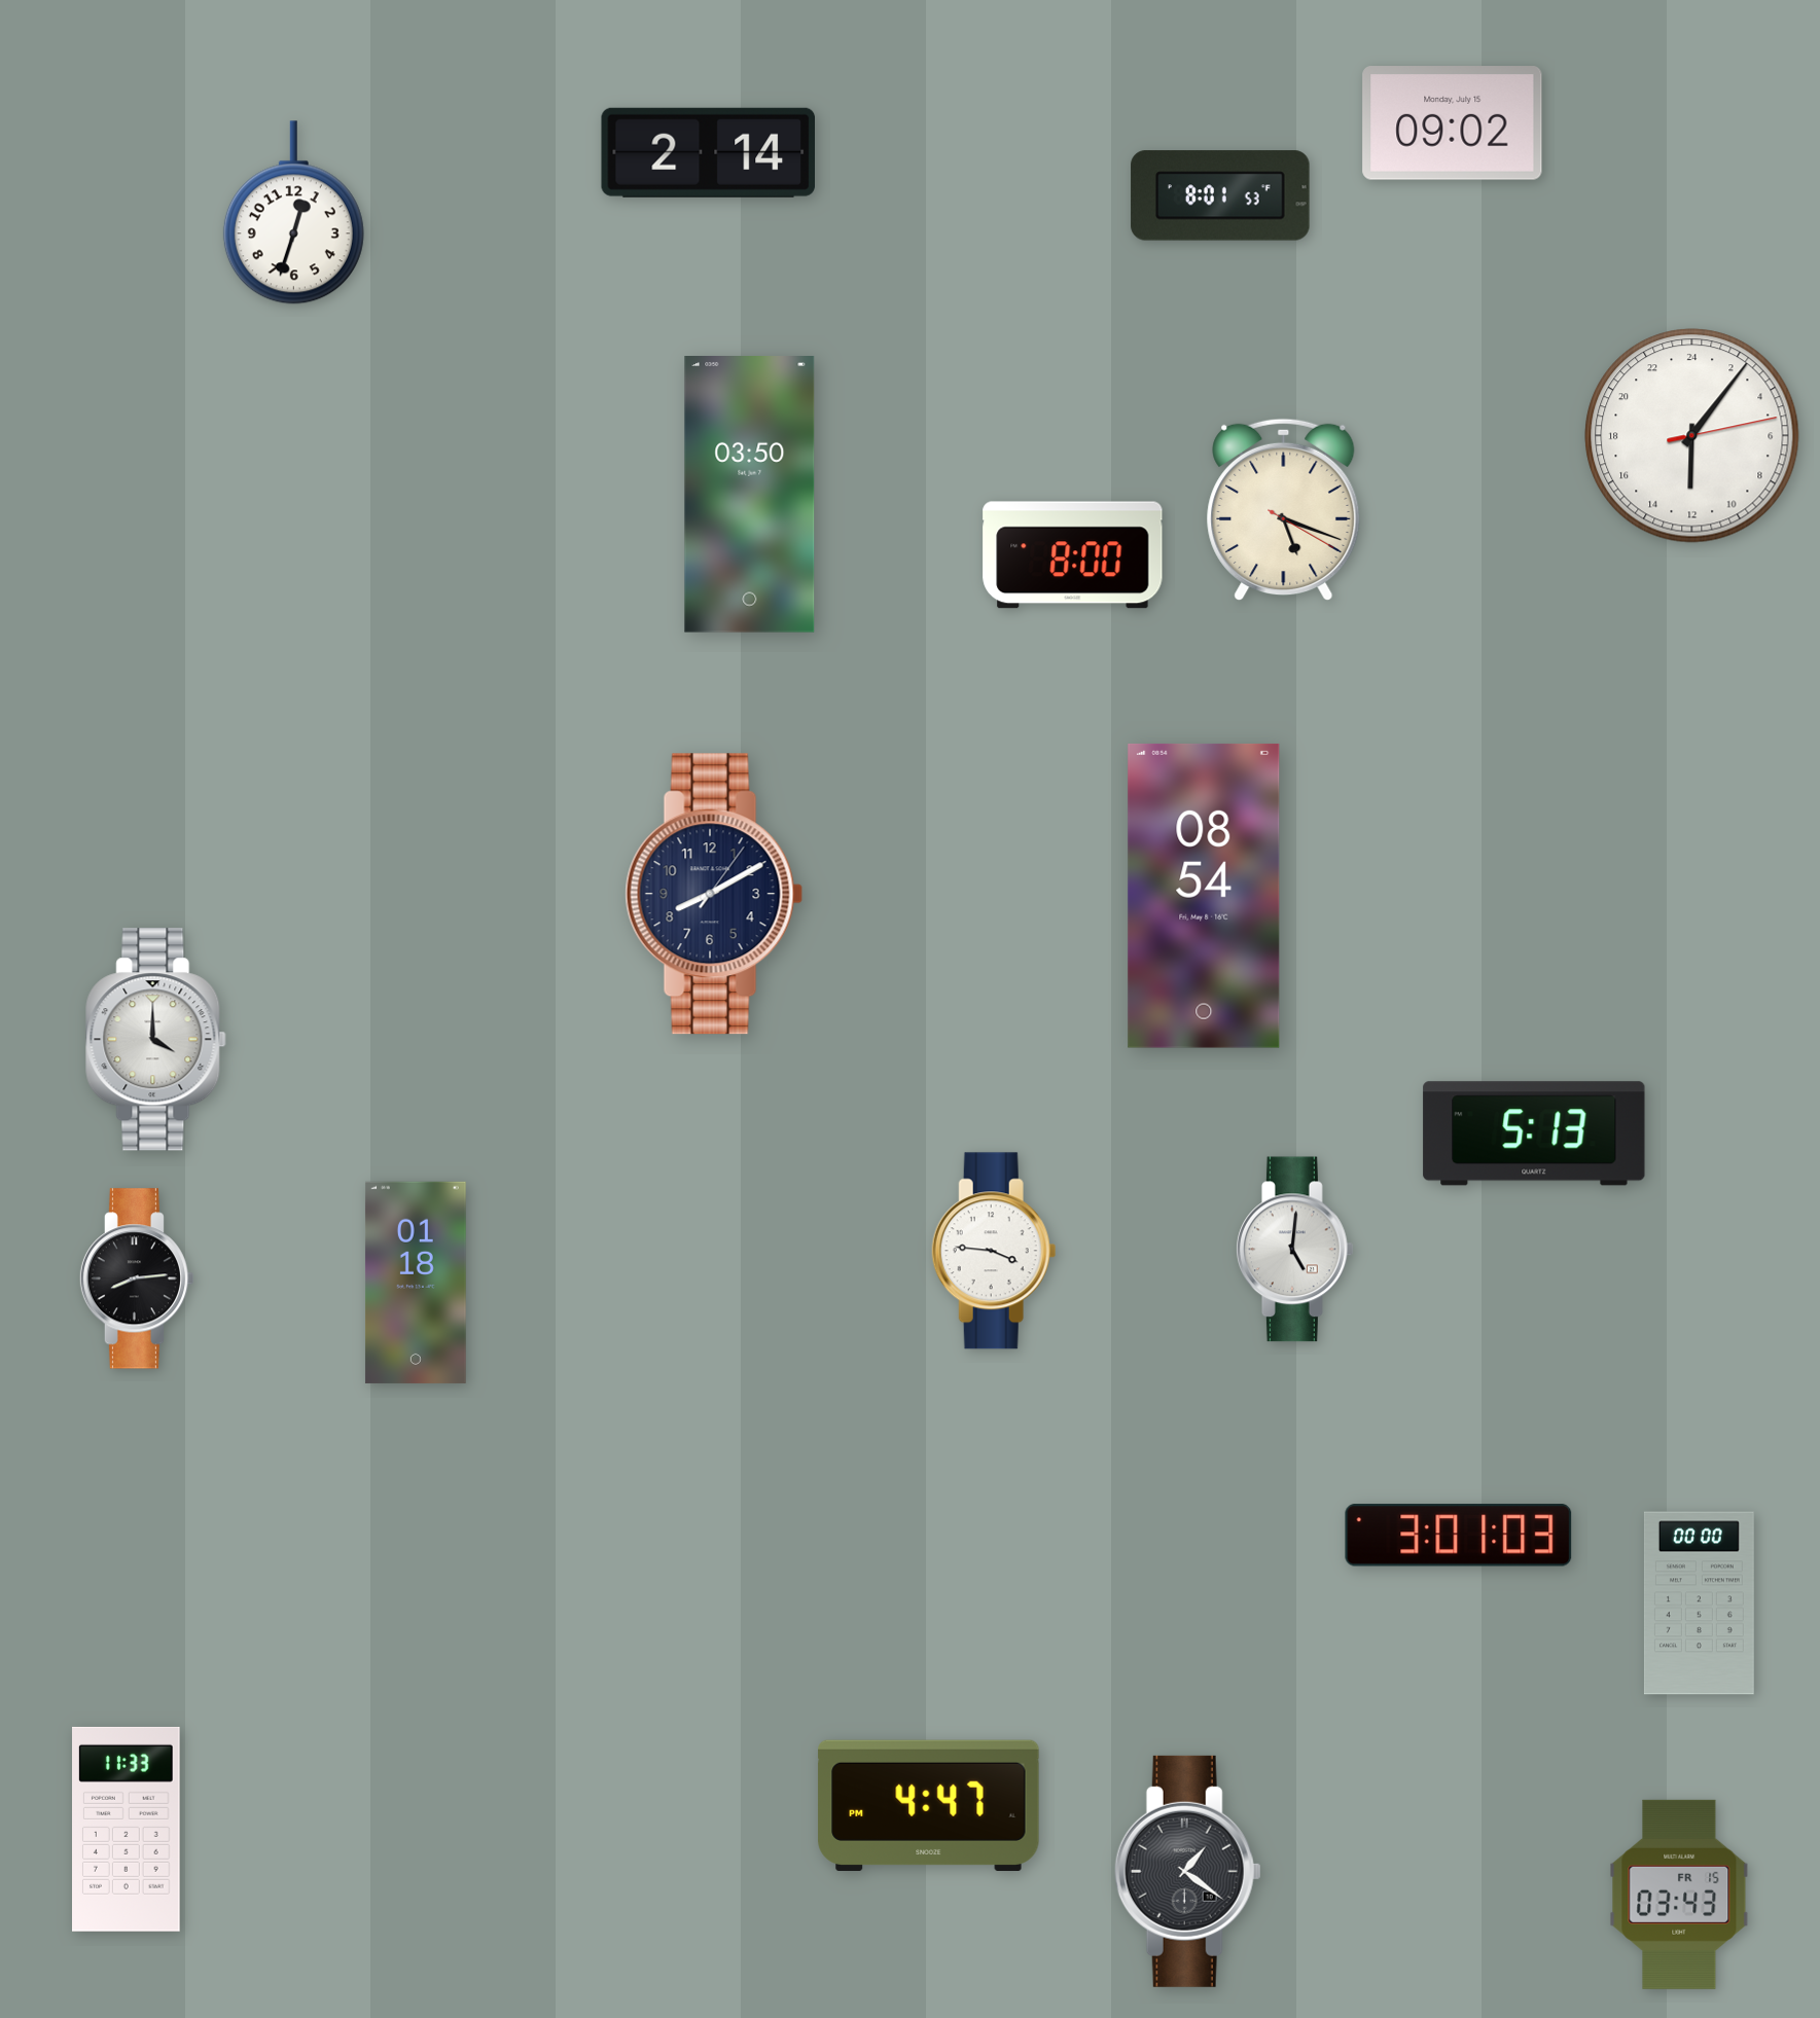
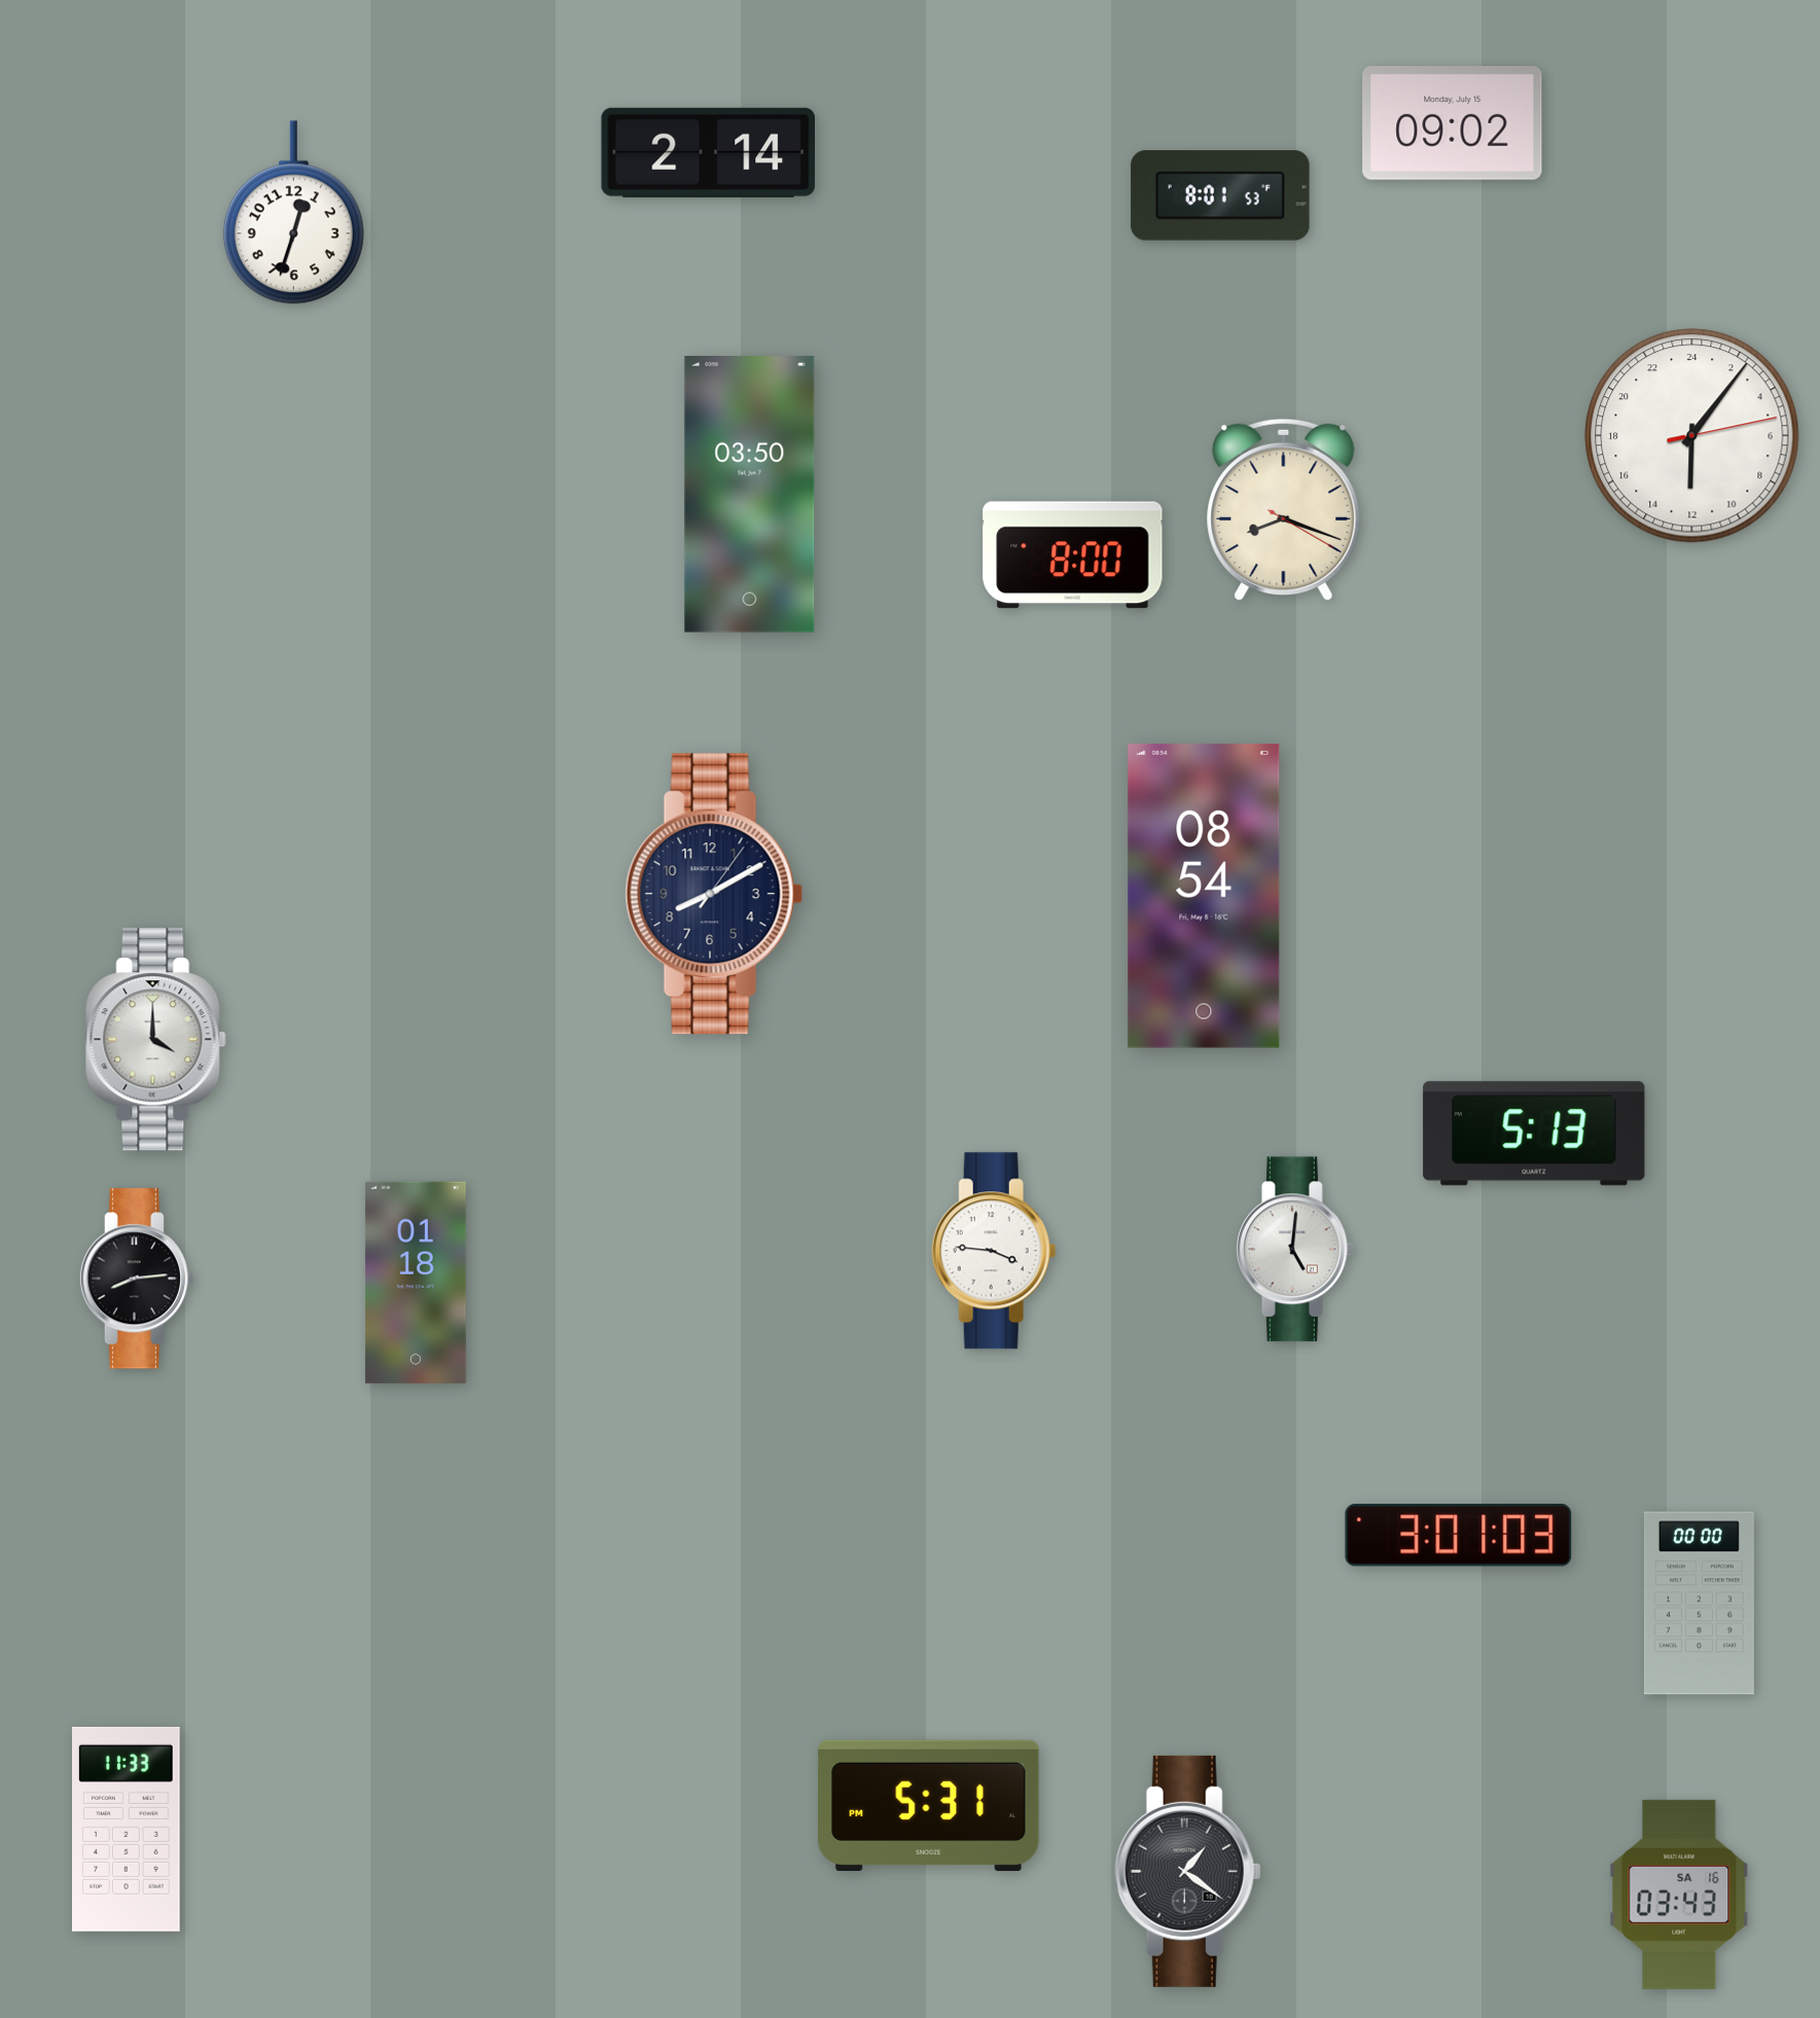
clock at (1284, 510): 5:18 -> 8:18
clock at (929, 1805): 4:47 -> 5:31
clock at (1679, 1895) date: FR 15 -> SA 16
